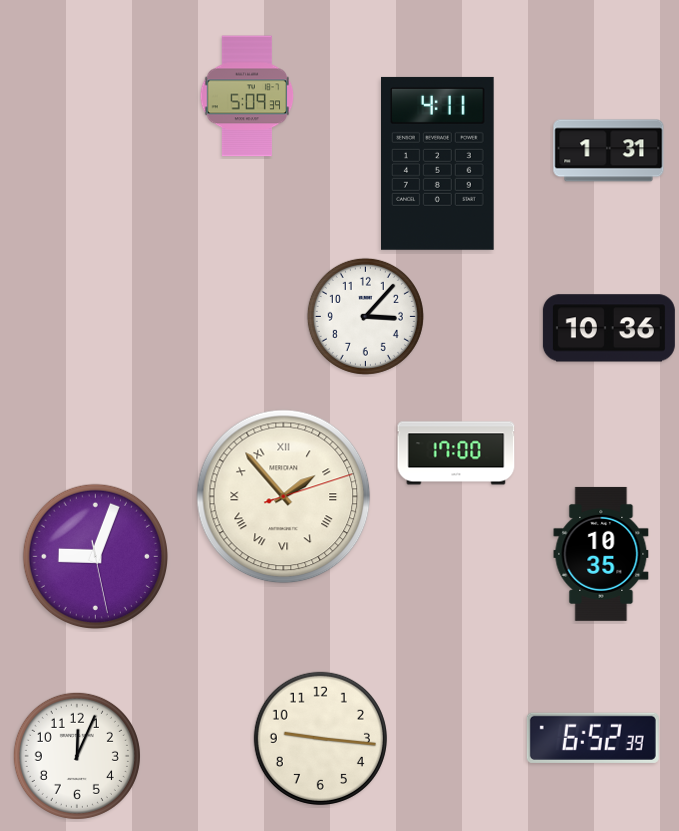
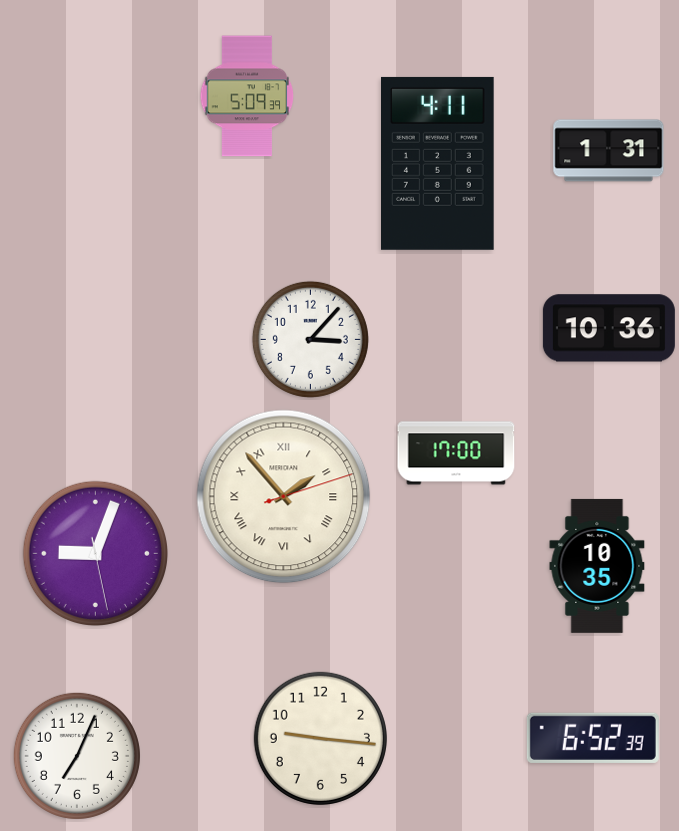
clock at (365, 316) position: (365, 316) -> (310, 339)
clock at (601, 554) position: (601, 554) -> (597, 566)
clock at (95, 556) position: (95, 556) -> (95, 553)
clock at (77, 756): 12:04 -> 7:04
